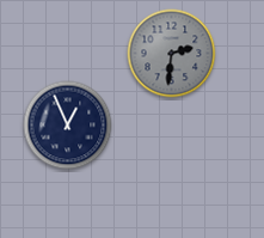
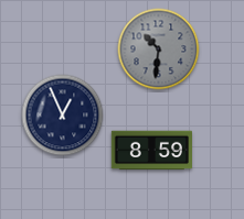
clock at (172, 54): 2:31 -> 10:31
clock at (151, 151): none -> 8:59
